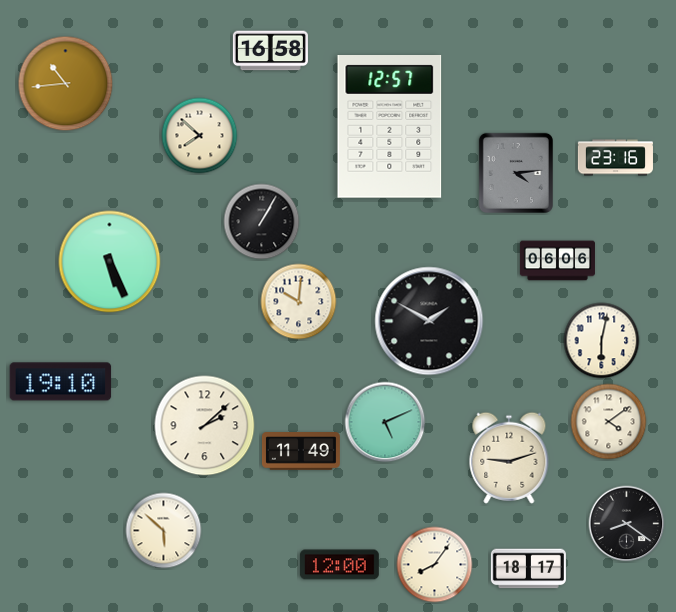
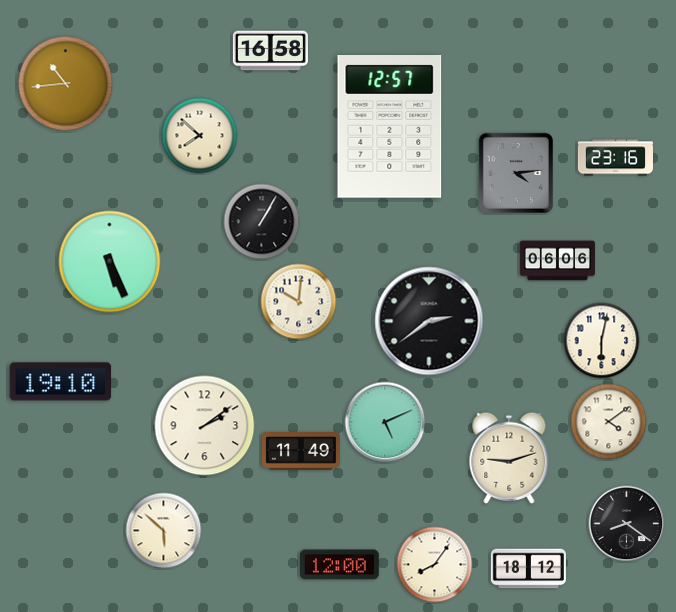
clock at (429, 321): 1:50 -> 2:39
clock at (205, 426): 2:08 -> 2:09
clock at (528, 569): 18:17 -> 18:12
